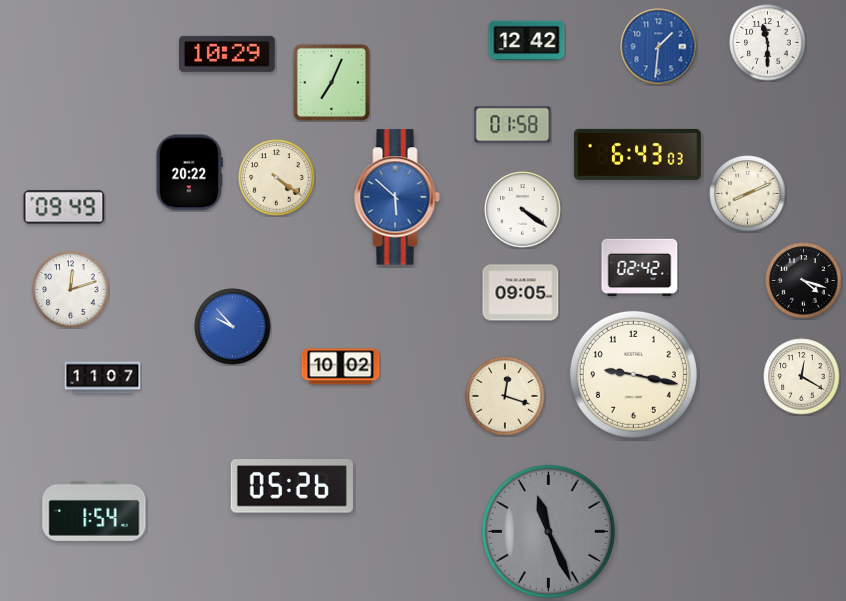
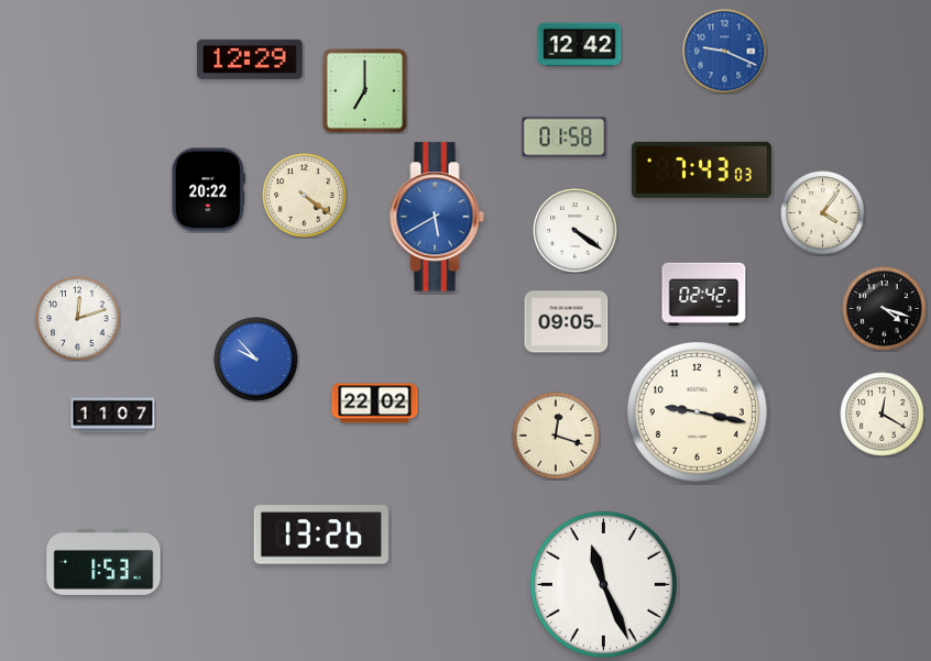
clock at (768, 43): 11:30 -> none
clock at (659, 47): 1:31 -> 9:19
clock at (228, 54): 10:29 -> 12:29
clock at (331, 82): 7:04 -> 7:00
clock at (637, 154): 6:43 -> 7:43
clock at (748, 194): 8:11 -> 4:06
clock at (397, 197): 5:52 -> 5:40
clock at (64, 207): 09:49 -> none
clock at (521, 293) position: (521, 293) -> (567, 322)
clock at (341, 367): 10:02 -> 22:02
clock at (292, 486): 05:26 -> 13:26
clock at (94, 511): 1:54 -> 1:53
clock at (548, 531) dial: grey -> white
